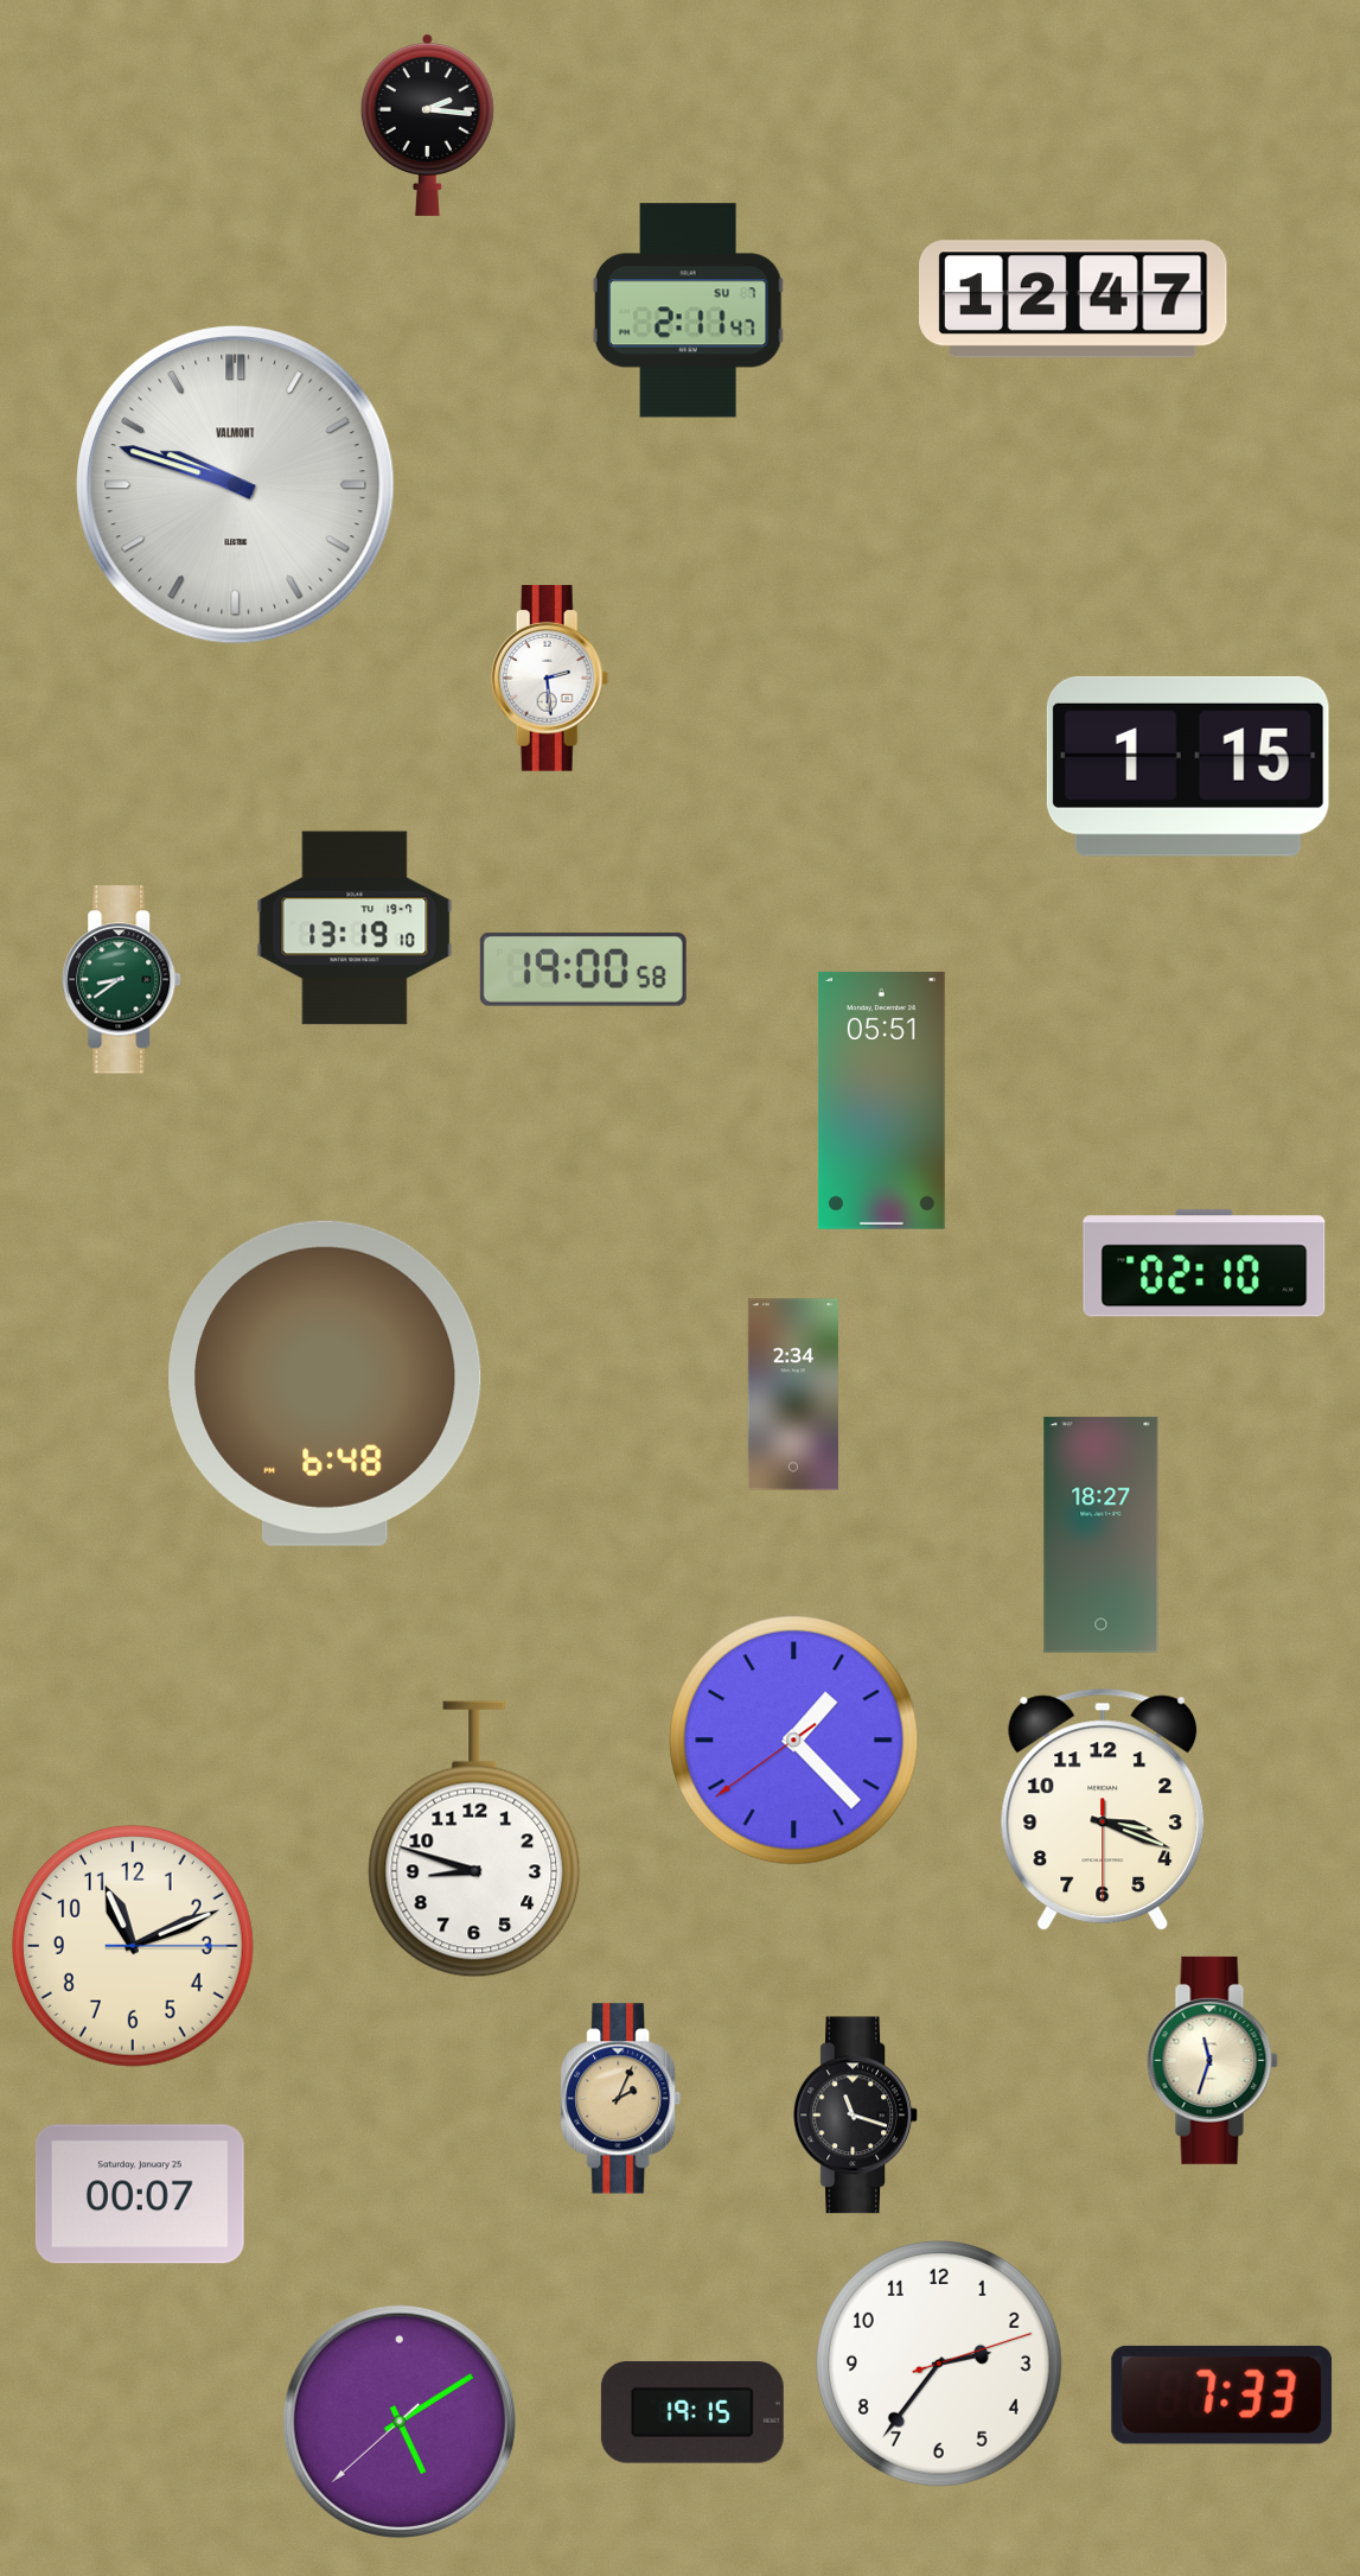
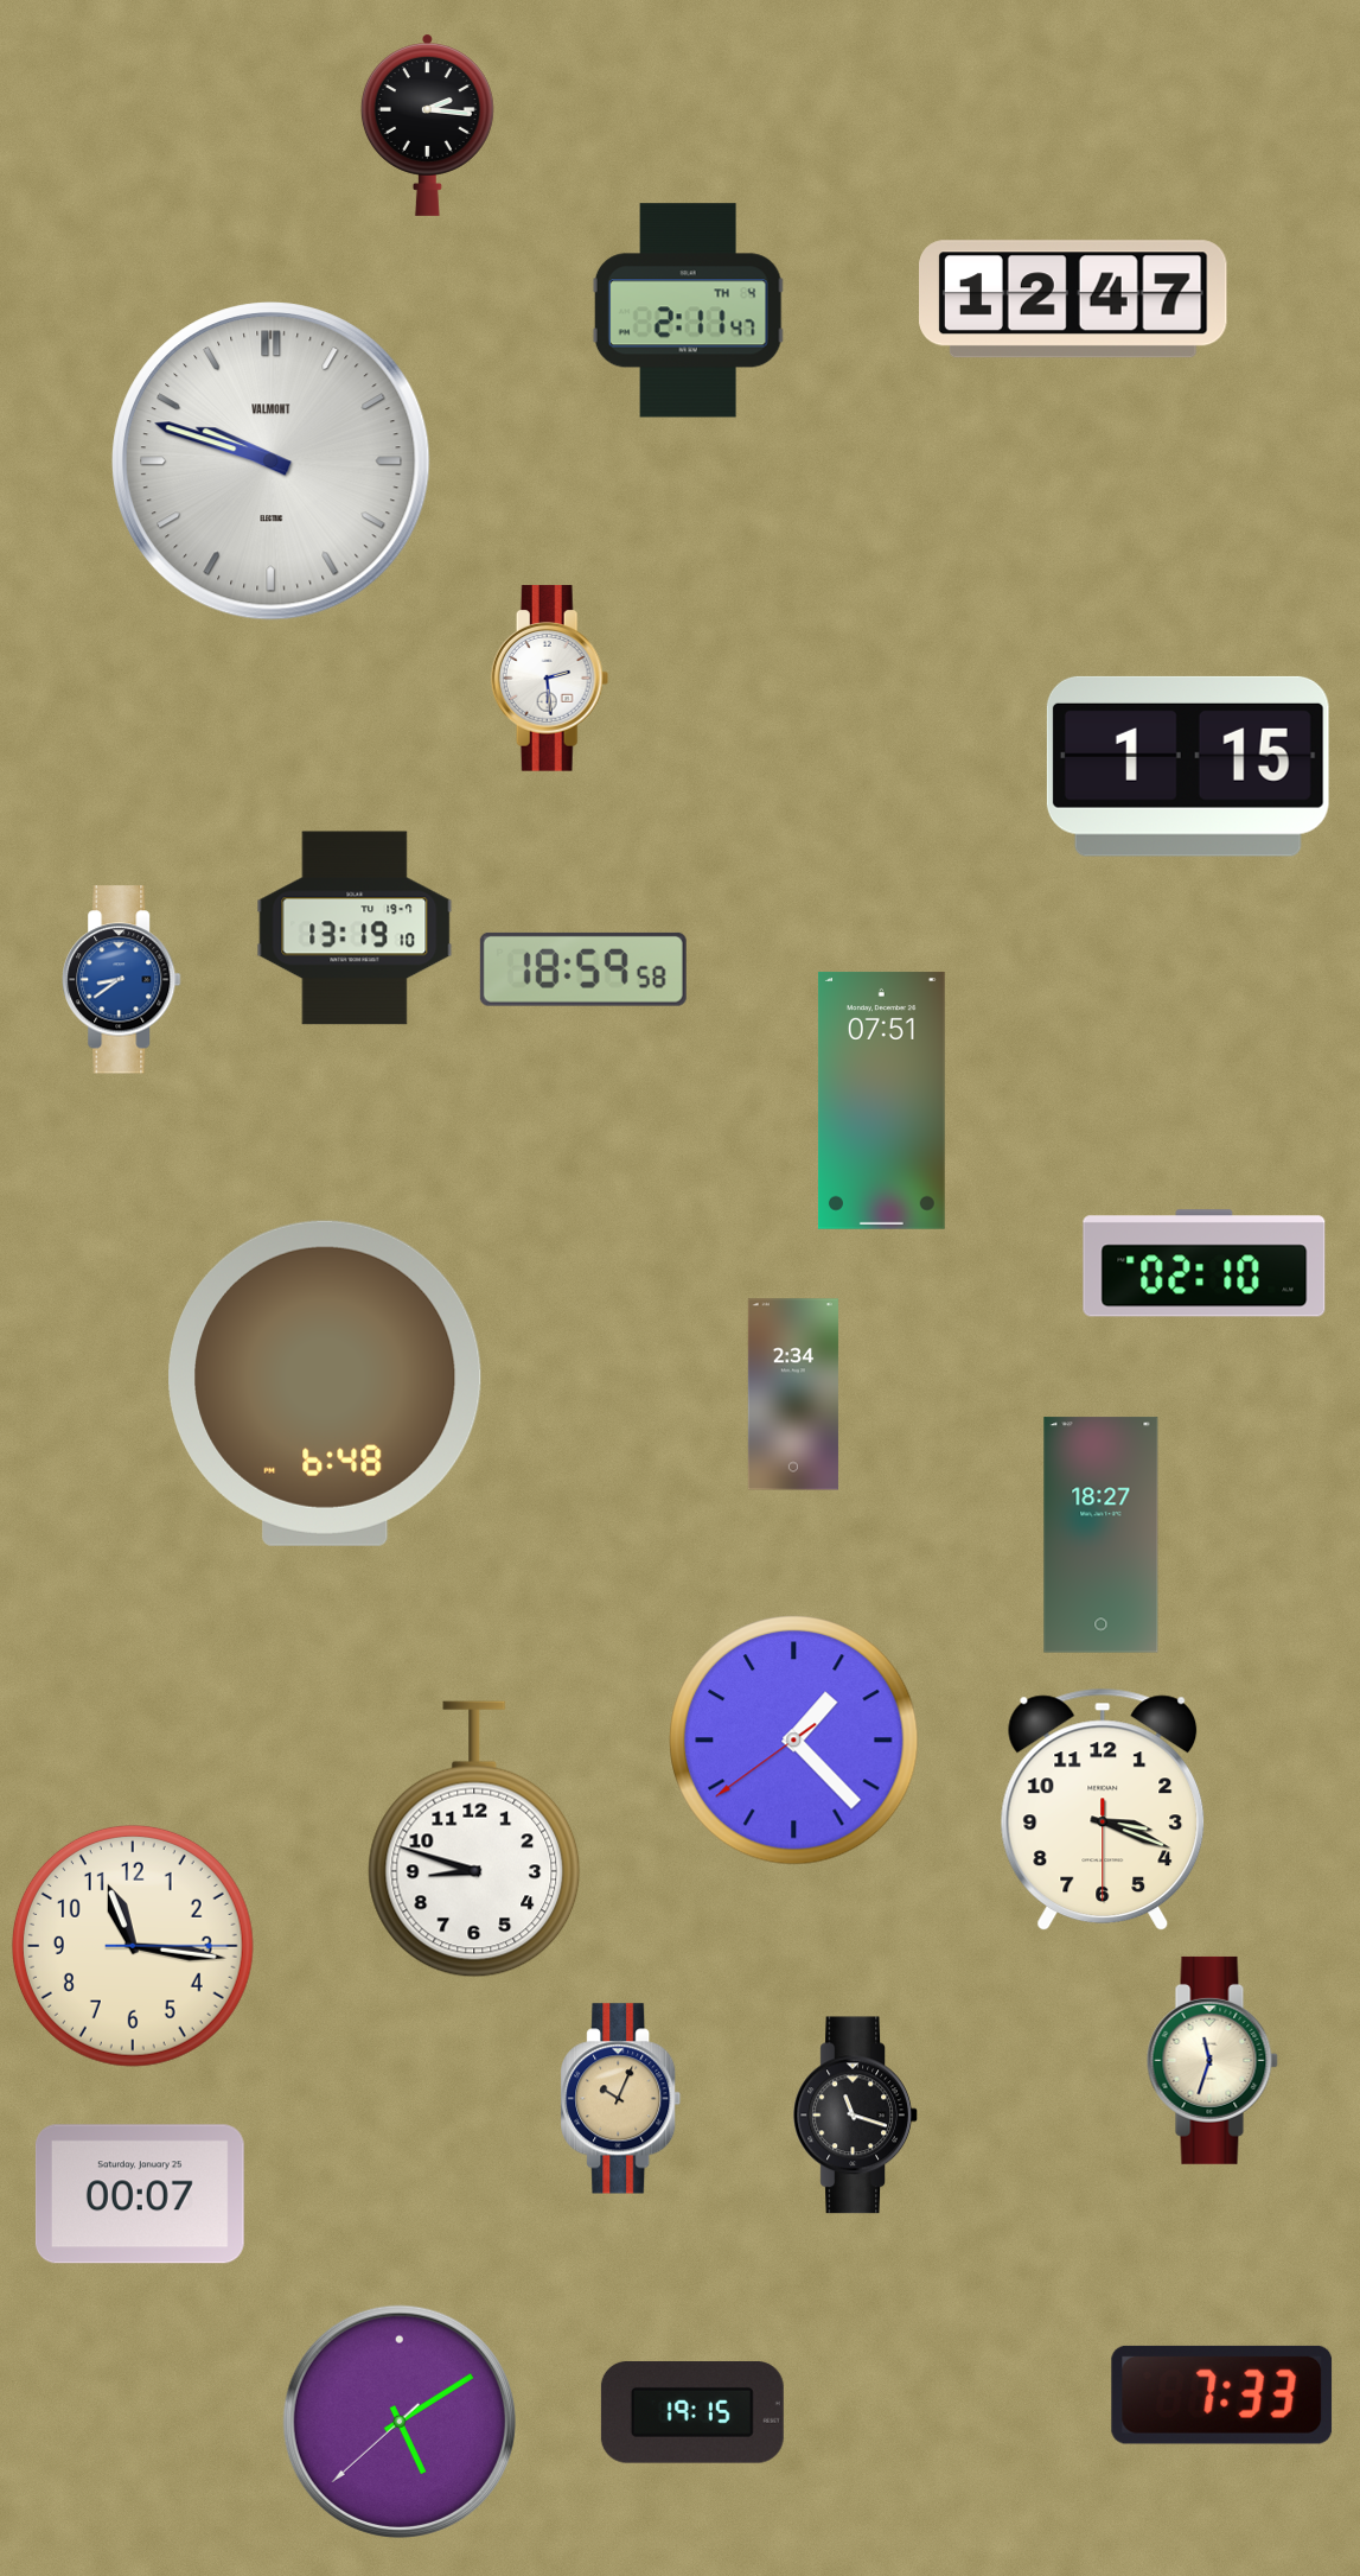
clock at (688, 311) date: SU 7 -> TH 4
clock at (236, 485) position: (236, 485) -> (272, 462)
clock at (583, 969): 19:00 -> 18:59
clock at (122, 980) dial: green -> blue
clock at (881, 1100): 05:51 -> 07:51
clock at (133, 1946): 11:11 -> 11:16
clock at (621, 2099): 2:04 -> 10:04
clock at (940, 2365): 2:36 -> none
